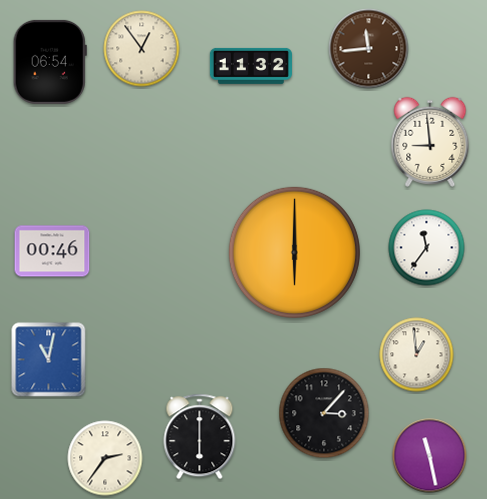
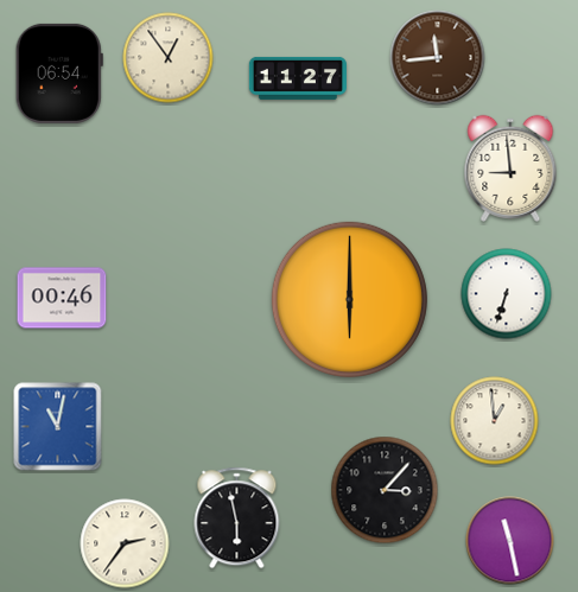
clock at (251, 66): 11:32 -> 11:27
clock at (427, 248): 11:36 -> 6:33
clock at (200, 437): 6:00 -> 5:58
